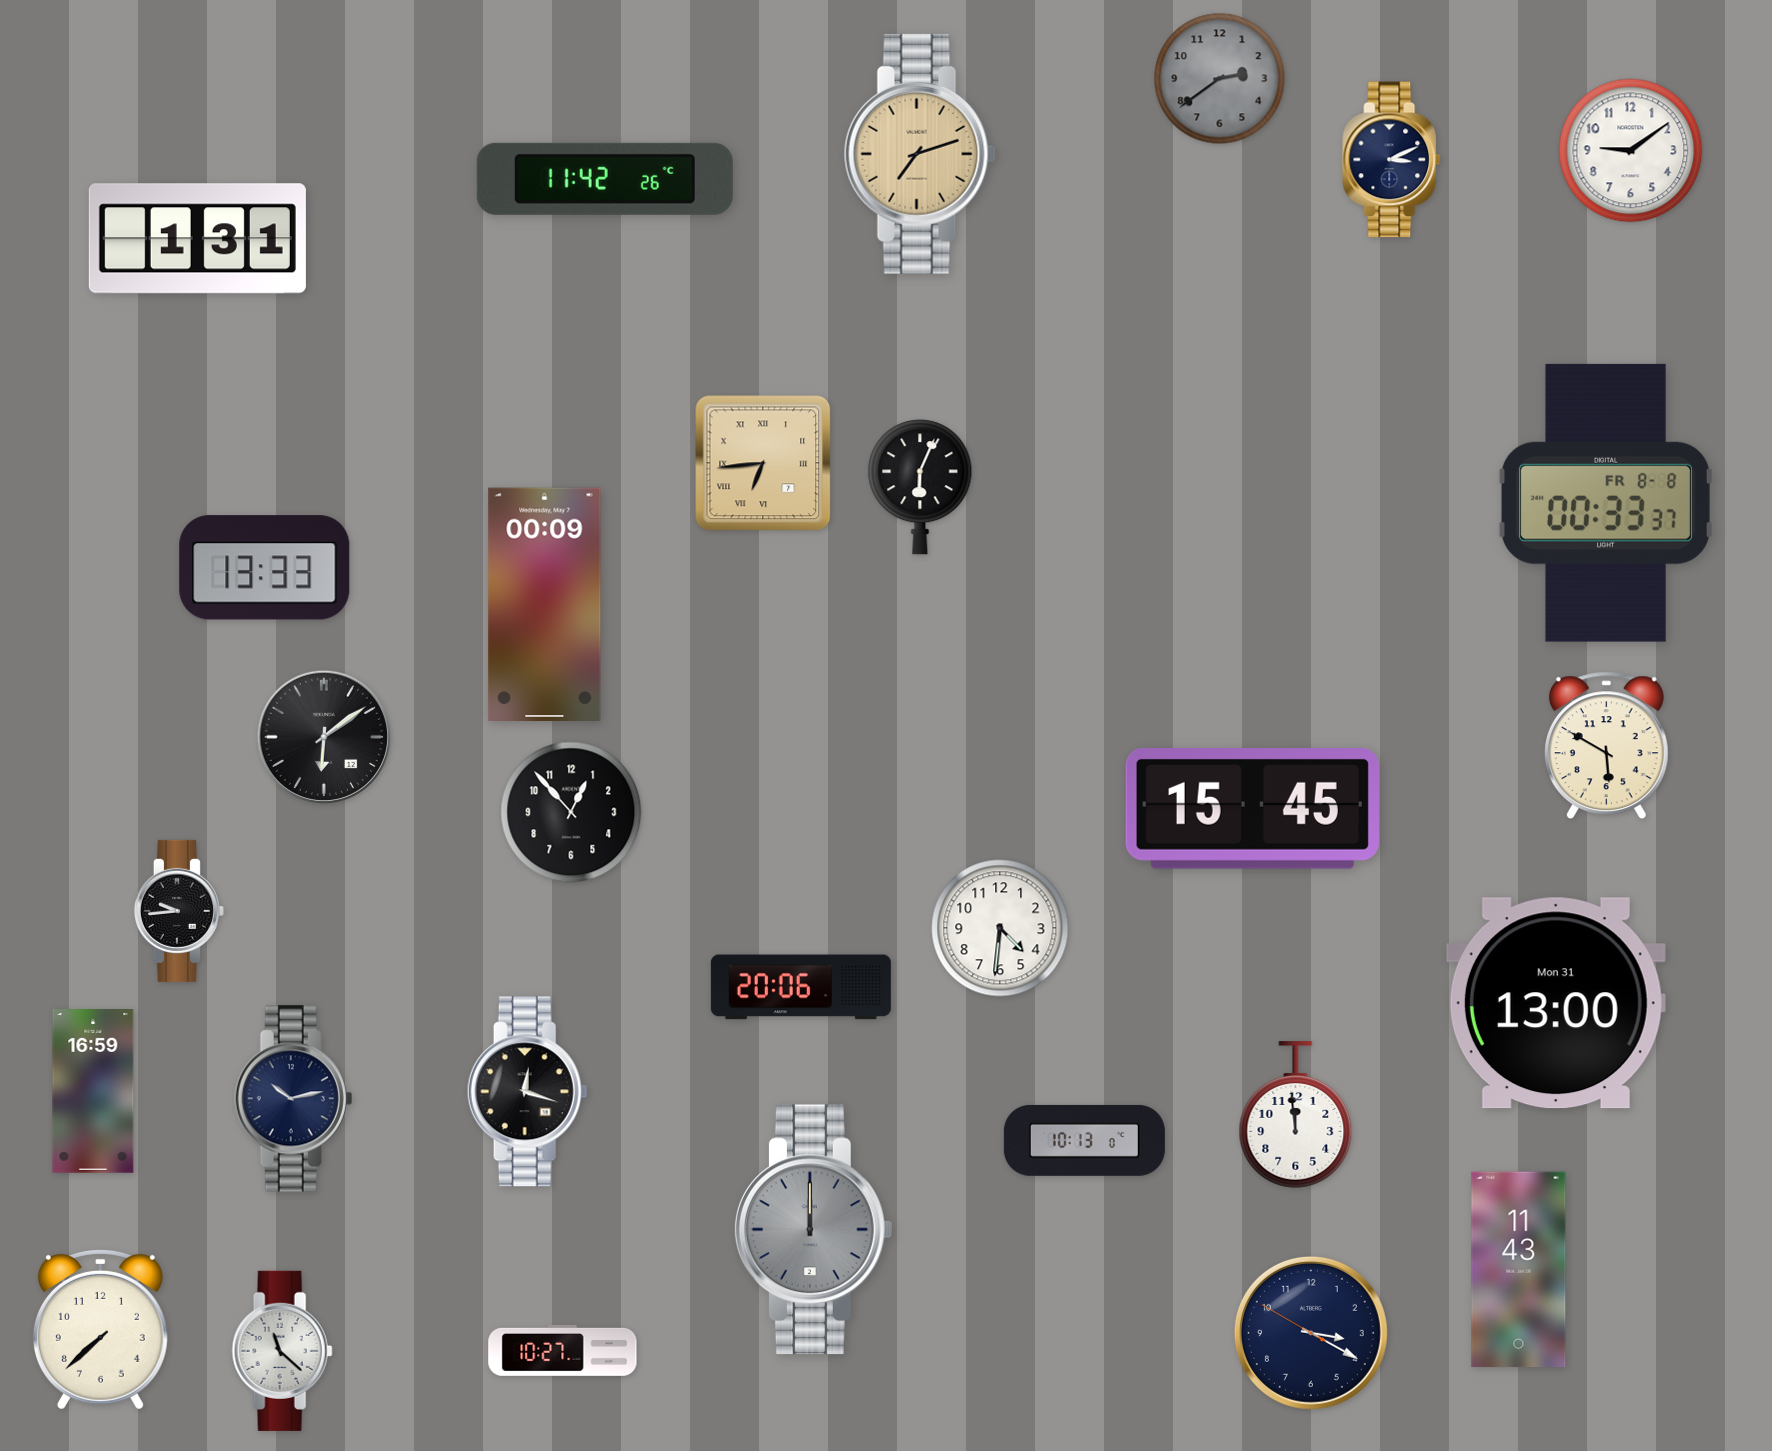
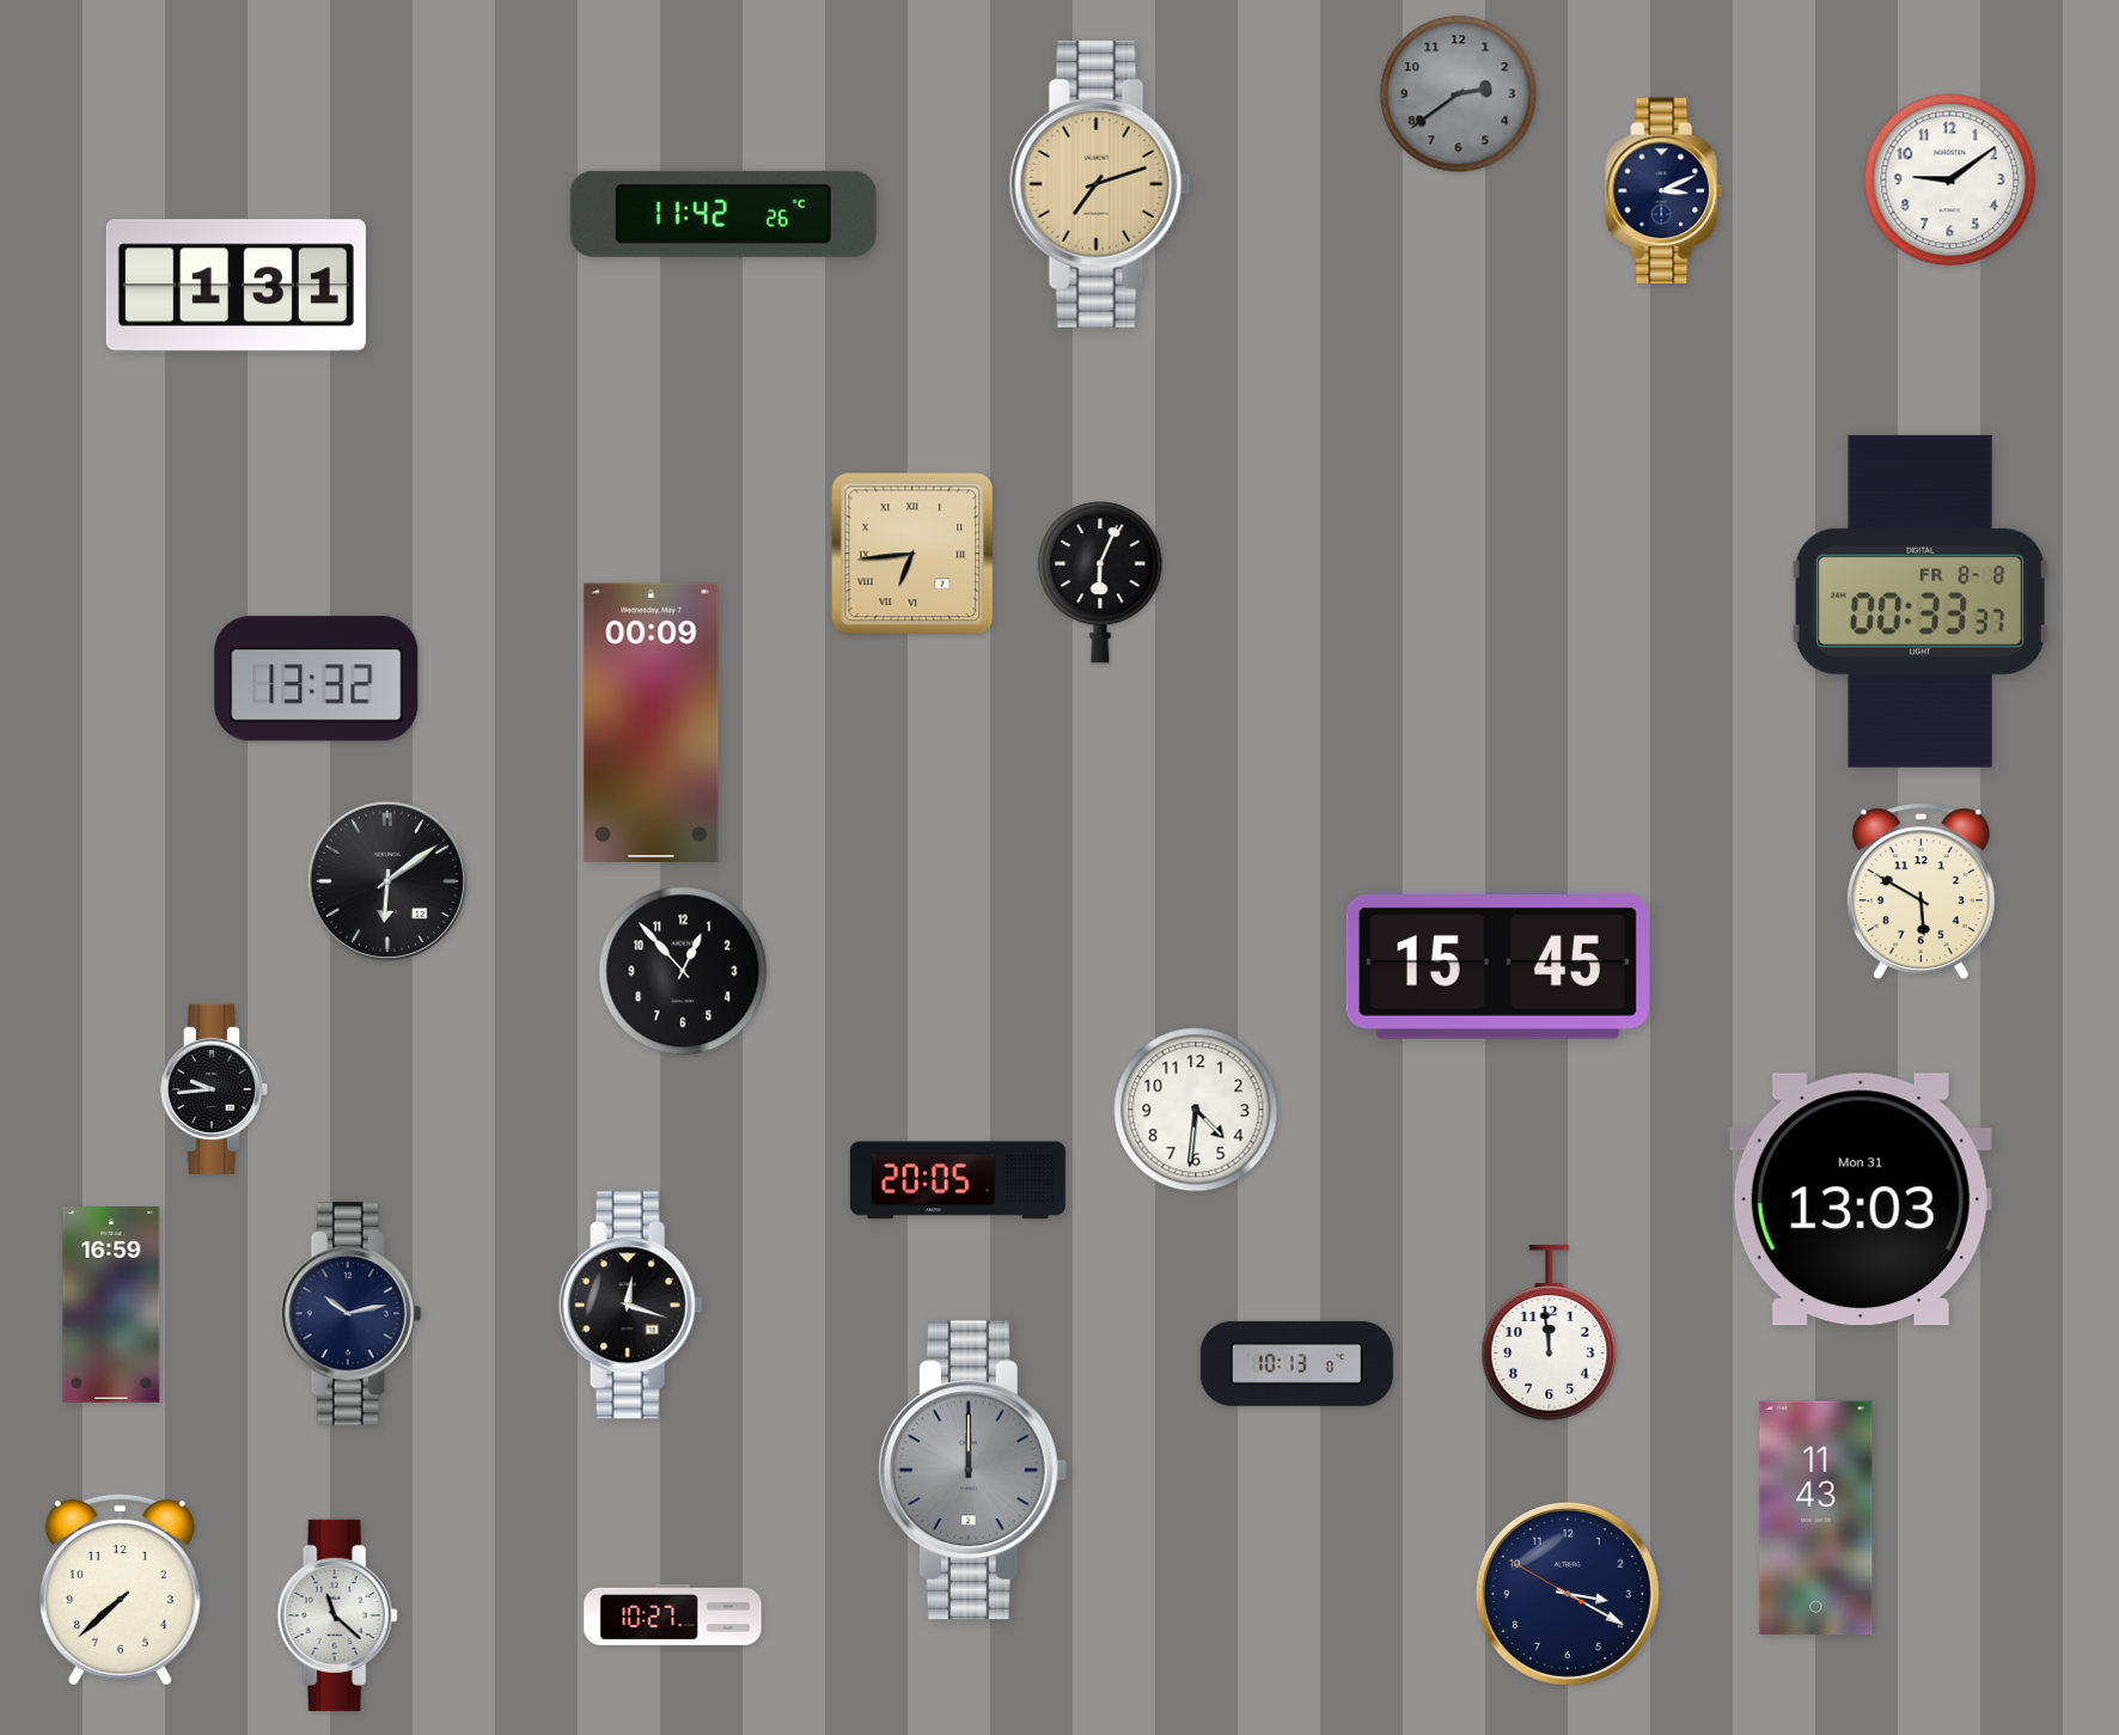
clock at (265, 568): 13:33 -> 13:32
clock at (801, 987): 20:06 -> 20:05
clock at (1556, 1003): 13:00 -> 13:03
